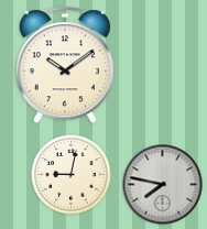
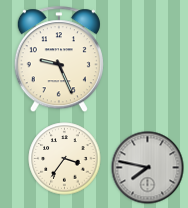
clock at (65, 66): 10:09 -> 9:26
clock at (72, 175): 9:02 -> 3:36
